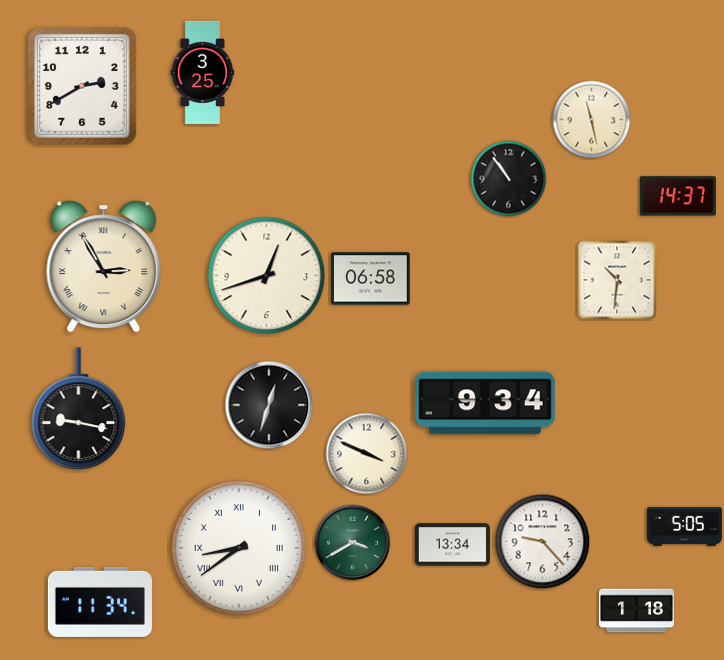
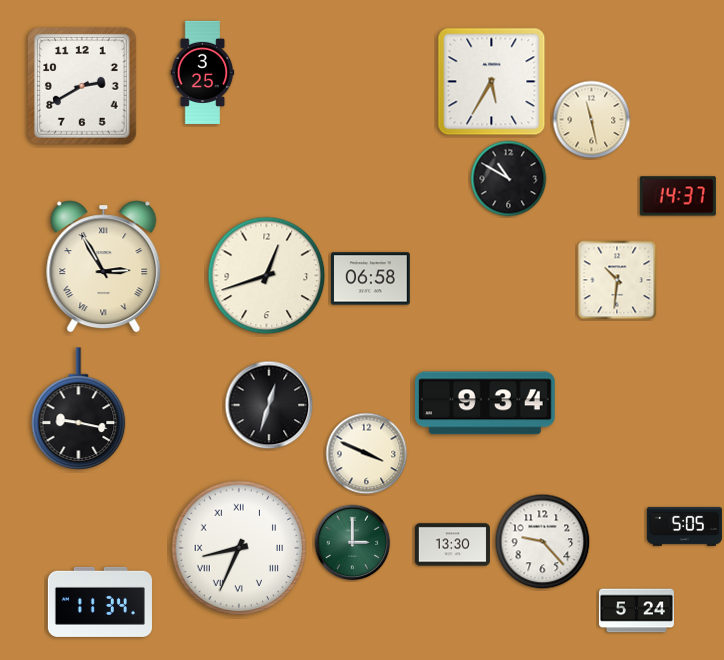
clock at (492, 82): none -> 5:35
clock at (509, 179): 10:54 -> 10:50
clock at (353, 543): 3:40 -> 3:00
clock at (452, 545): 13:34 -> 13:30
clock at (239, 548): 8:39 -> 8:34
clock at (636, 611): 1:18 -> 5:24
